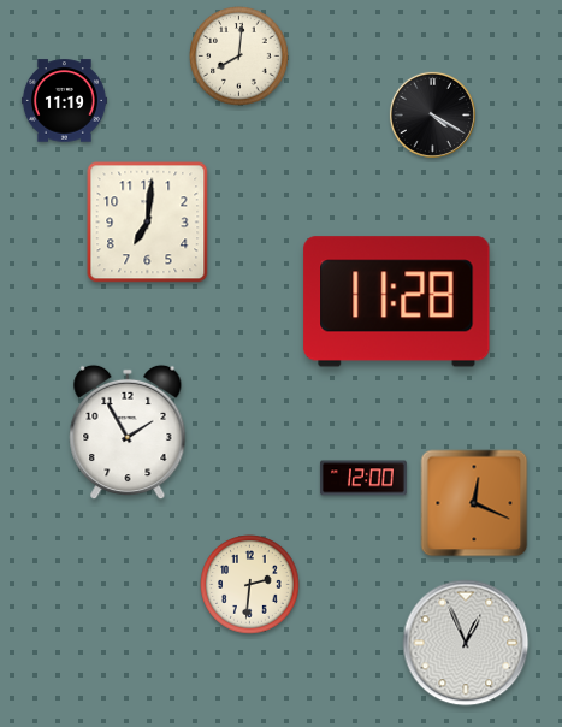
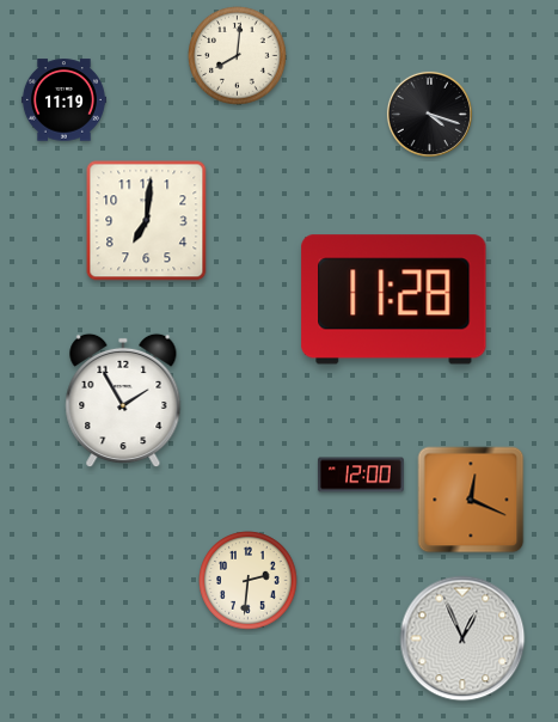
clock at (432, 114): 4:20 -> 4:18
clock at (128, 432) position: (128, 432) -> (123, 400)
